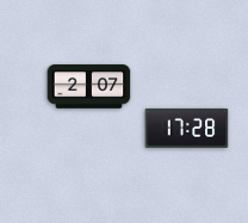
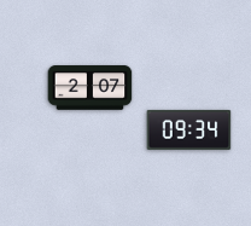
clock at (187, 128): 17:28 -> 09:34
